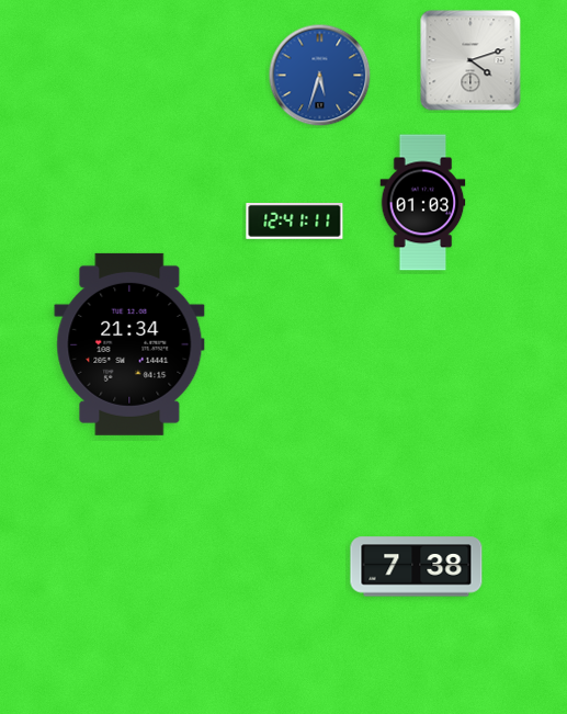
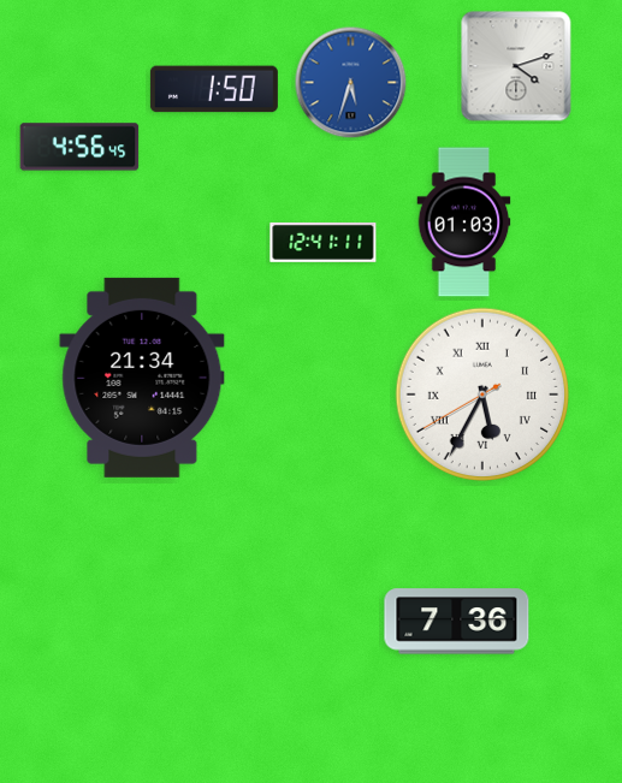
clock at (214, 89): none -> 1:50
clock at (79, 147): none -> 4:56
clock at (481, 393): none -> 5:34
clock at (417, 567): 7:38 -> 7:36
